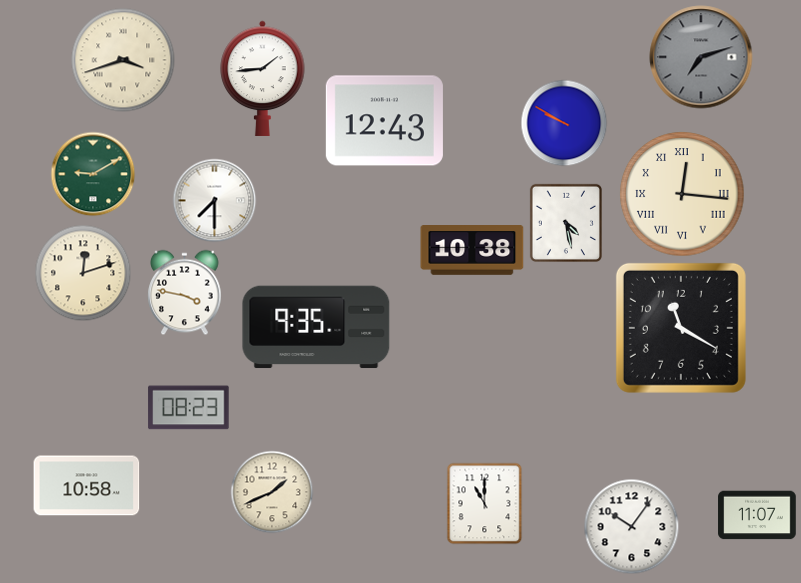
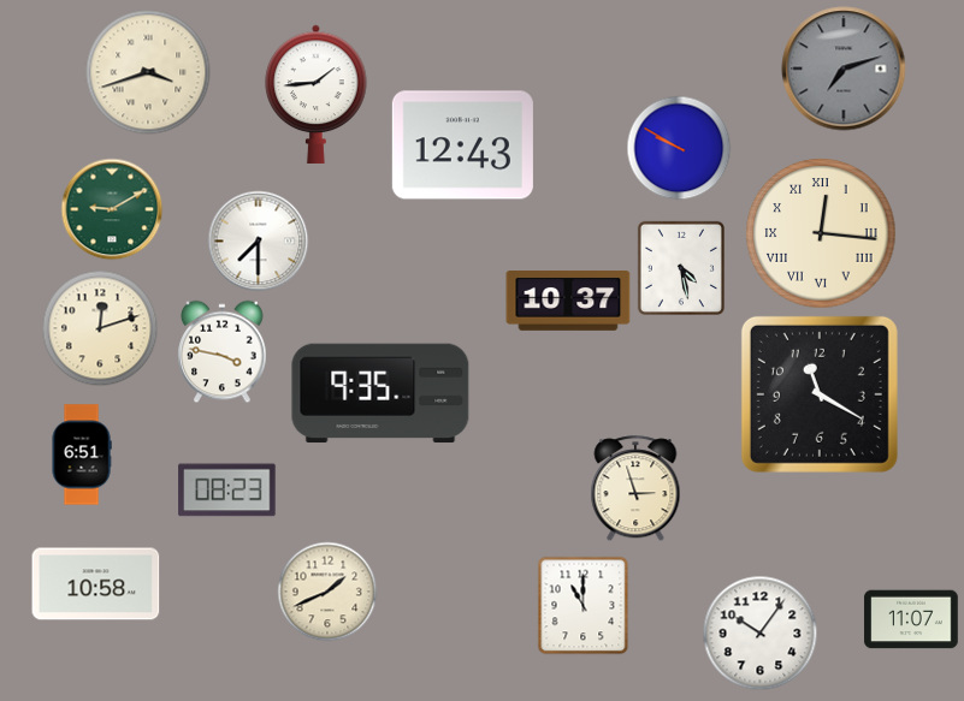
clock at (472, 251): 10:38 -> 10:37
clock at (82, 455): none -> 6:51
clock at (635, 488): none -> 2:57
clock at (87, 486) position: (87, 486) -> (96, 584)
